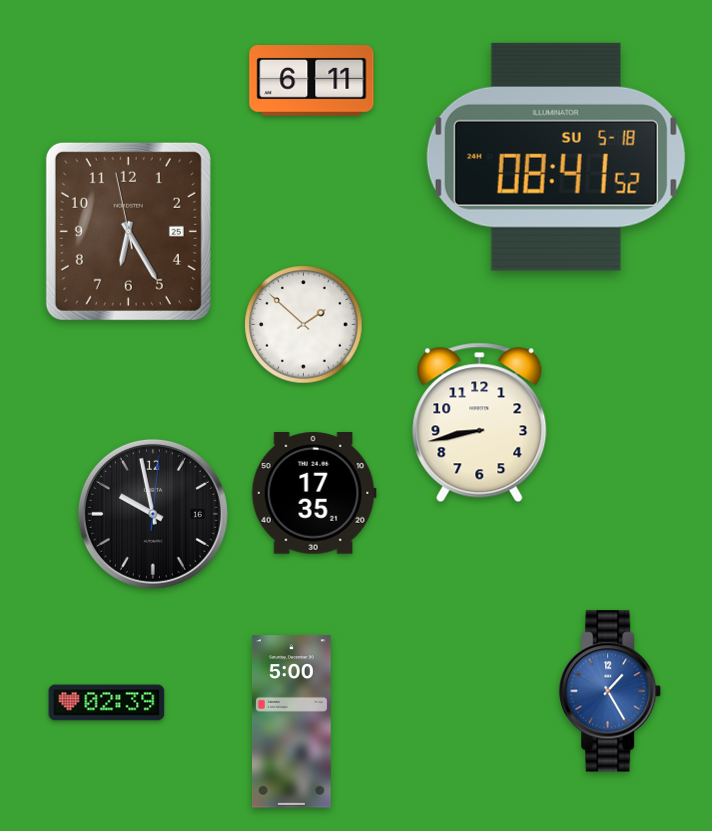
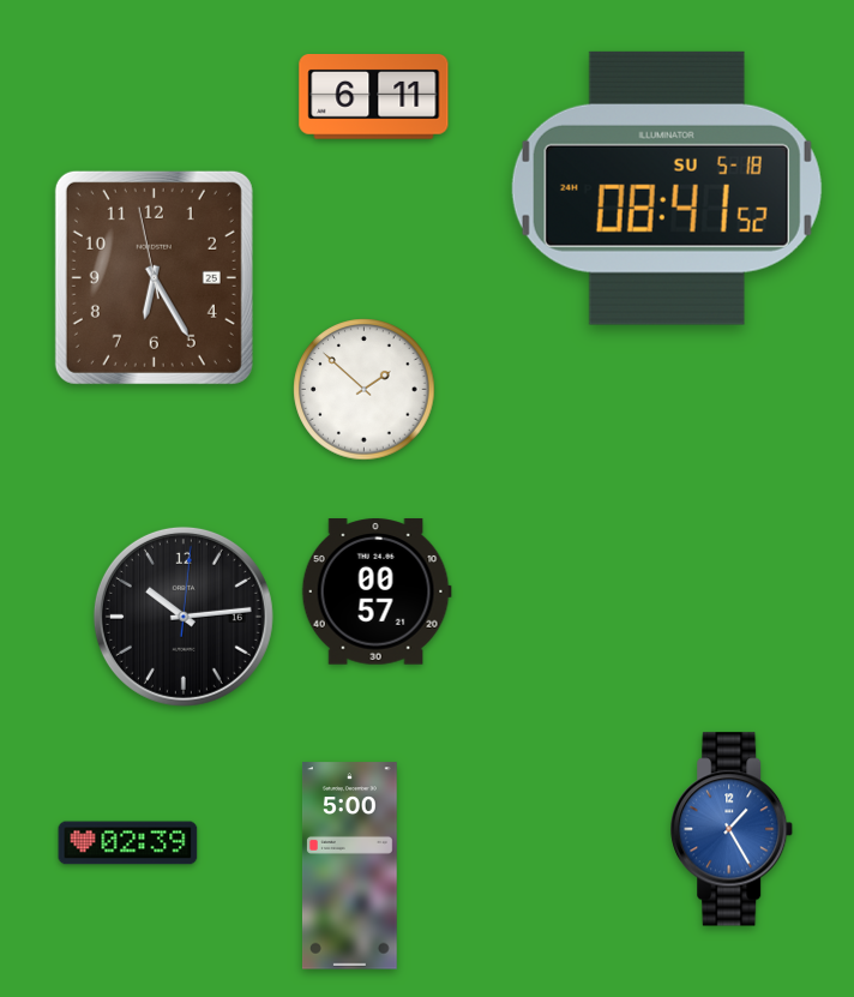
clock at (480, 423): 8:43 -> none
clock at (314, 493): 17:35 -> 00:57
clock at (153, 514): 9:58 -> 10:14
